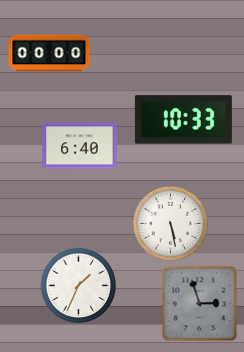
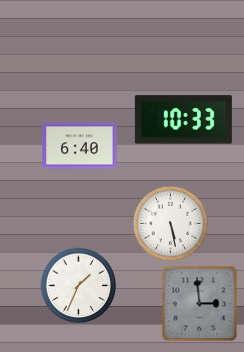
clock at (49, 53): 00:00 -> none
clock at (200, 304): 2:57 -> 2:59
